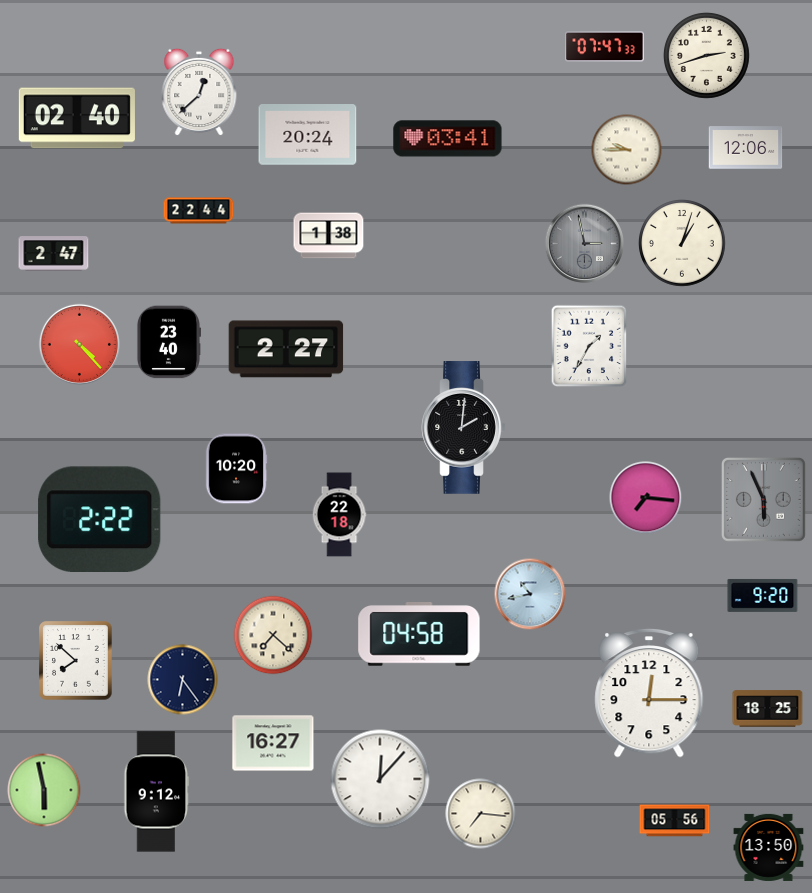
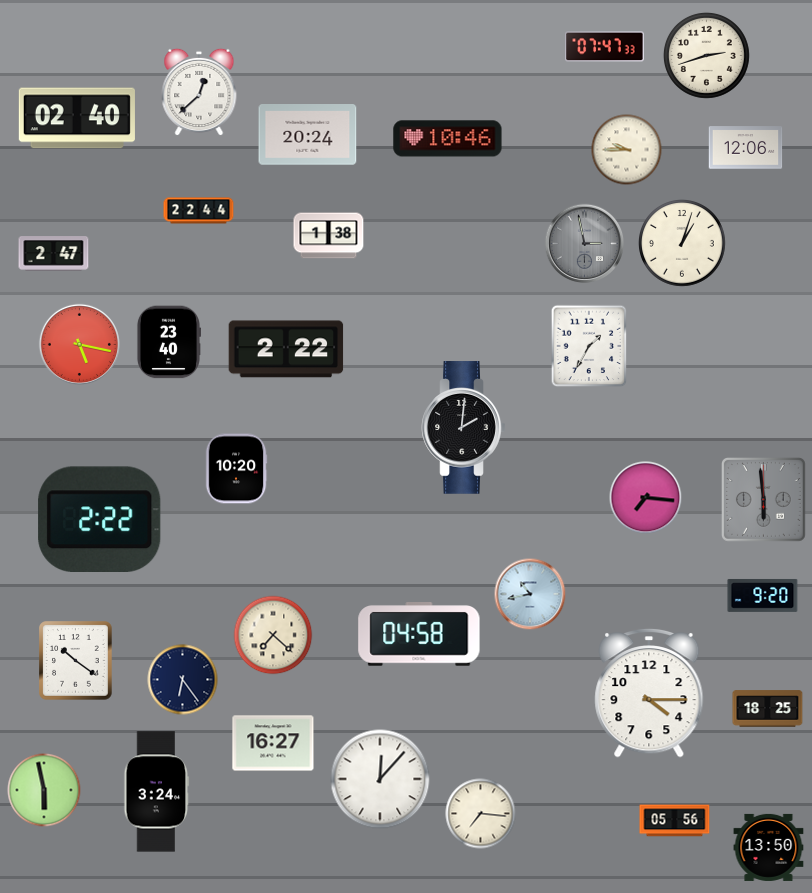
clock at (448, 139): 03:41 -> 10:46
clock at (79, 344): 4:23 -> 5:17
clock at (286, 349): 2:27 -> 2:22
clock at (764, 500): 5:56 -> 5:59
clock at (339, 515): 22:18 -> none
clock at (76, 661): 7:52 -> 10:21
clock at (649, 693): 12:15 -> 4:15
clock at (157, 792): 9:12 -> 3:24
